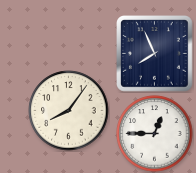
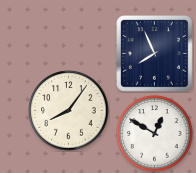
clock at (155, 134): 12:45 -> 12:50
